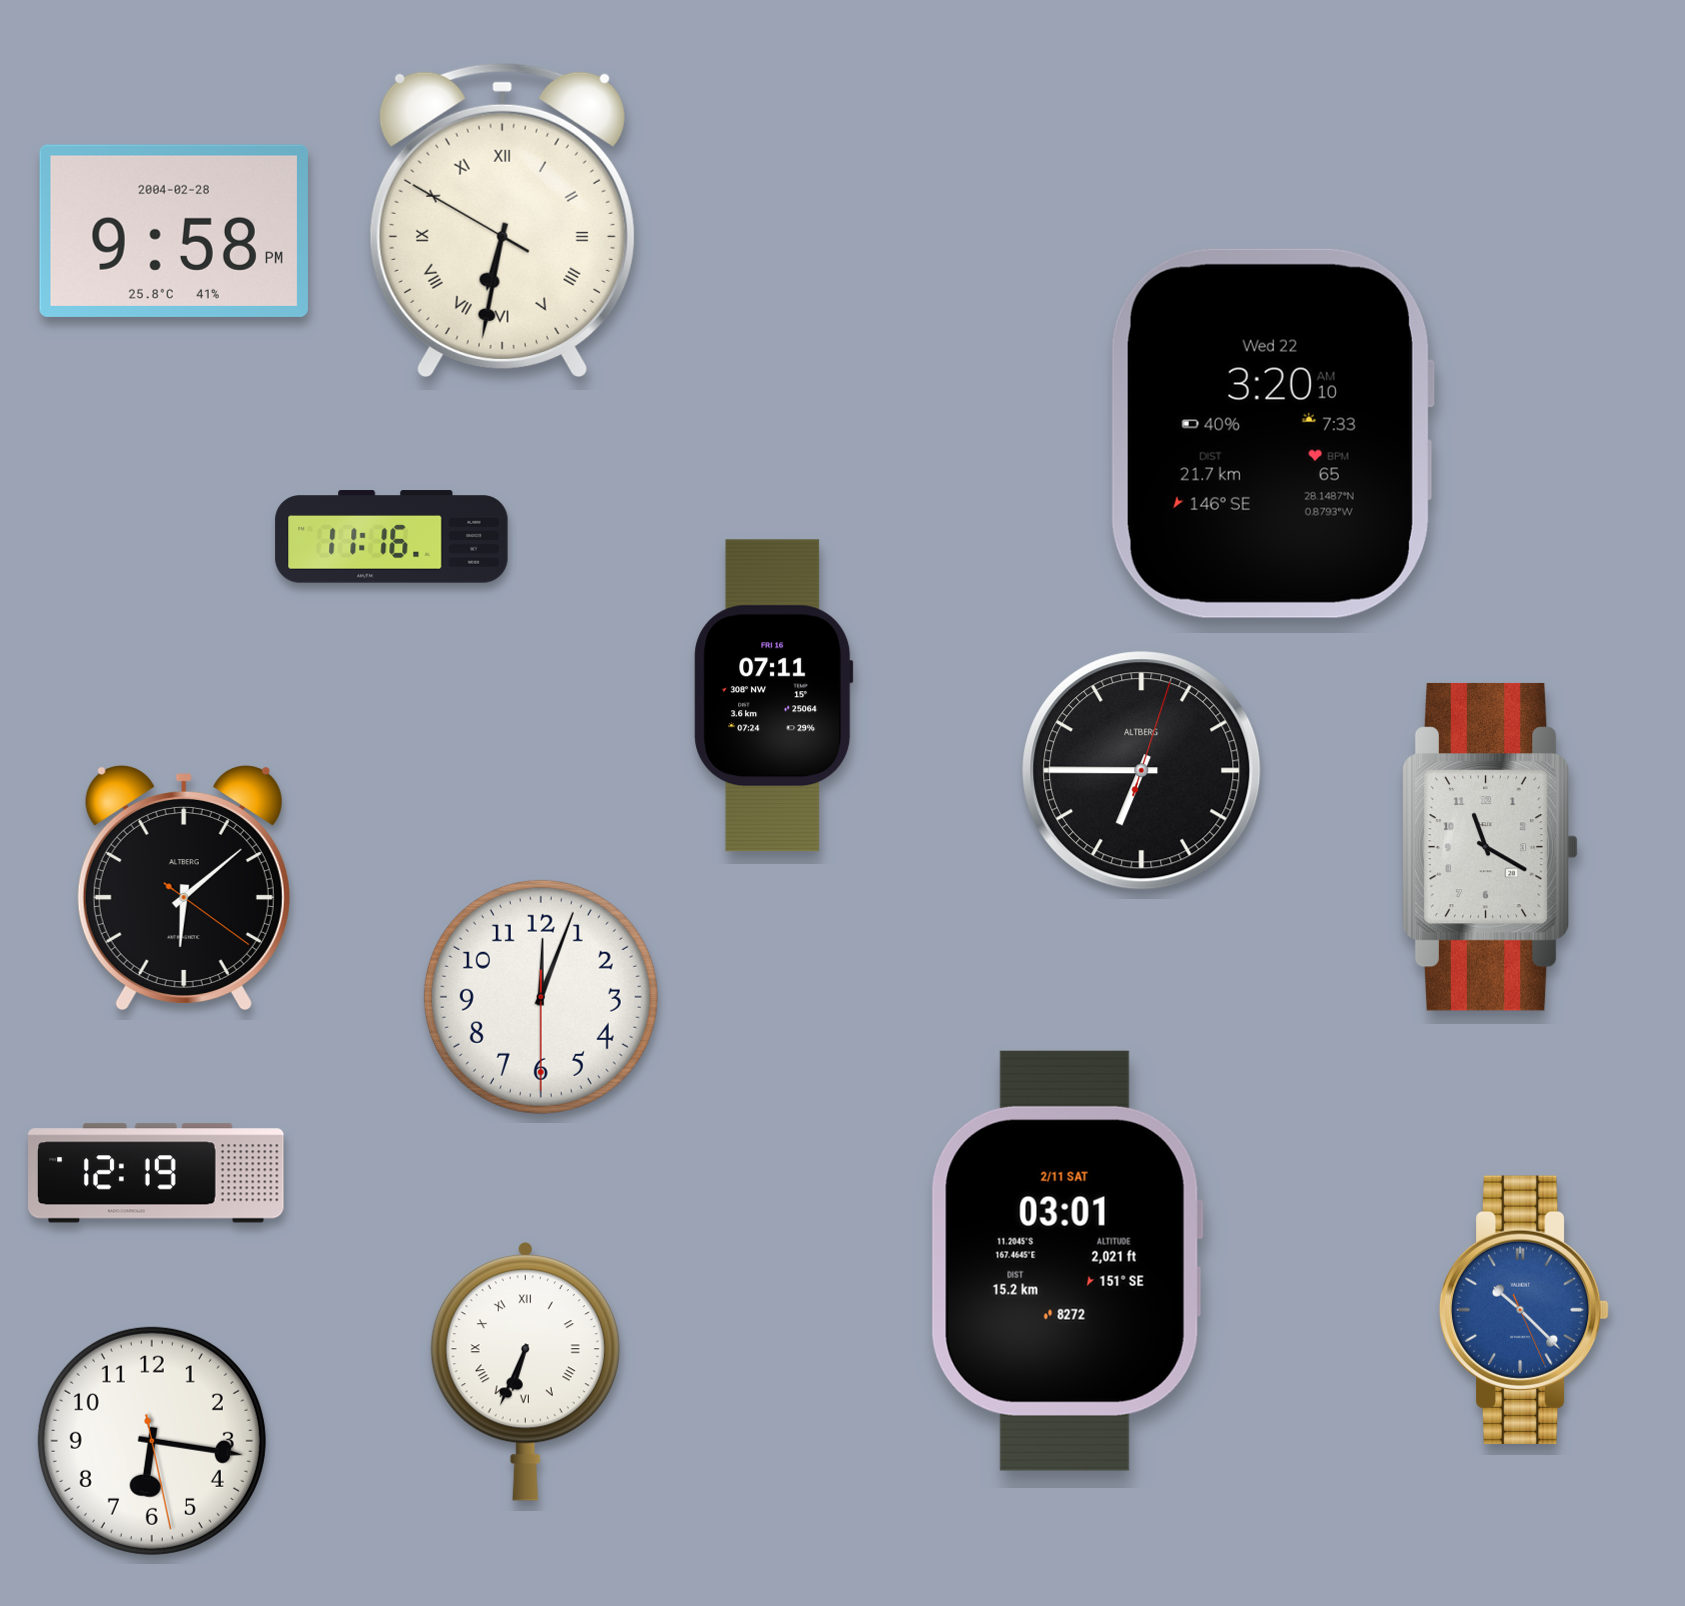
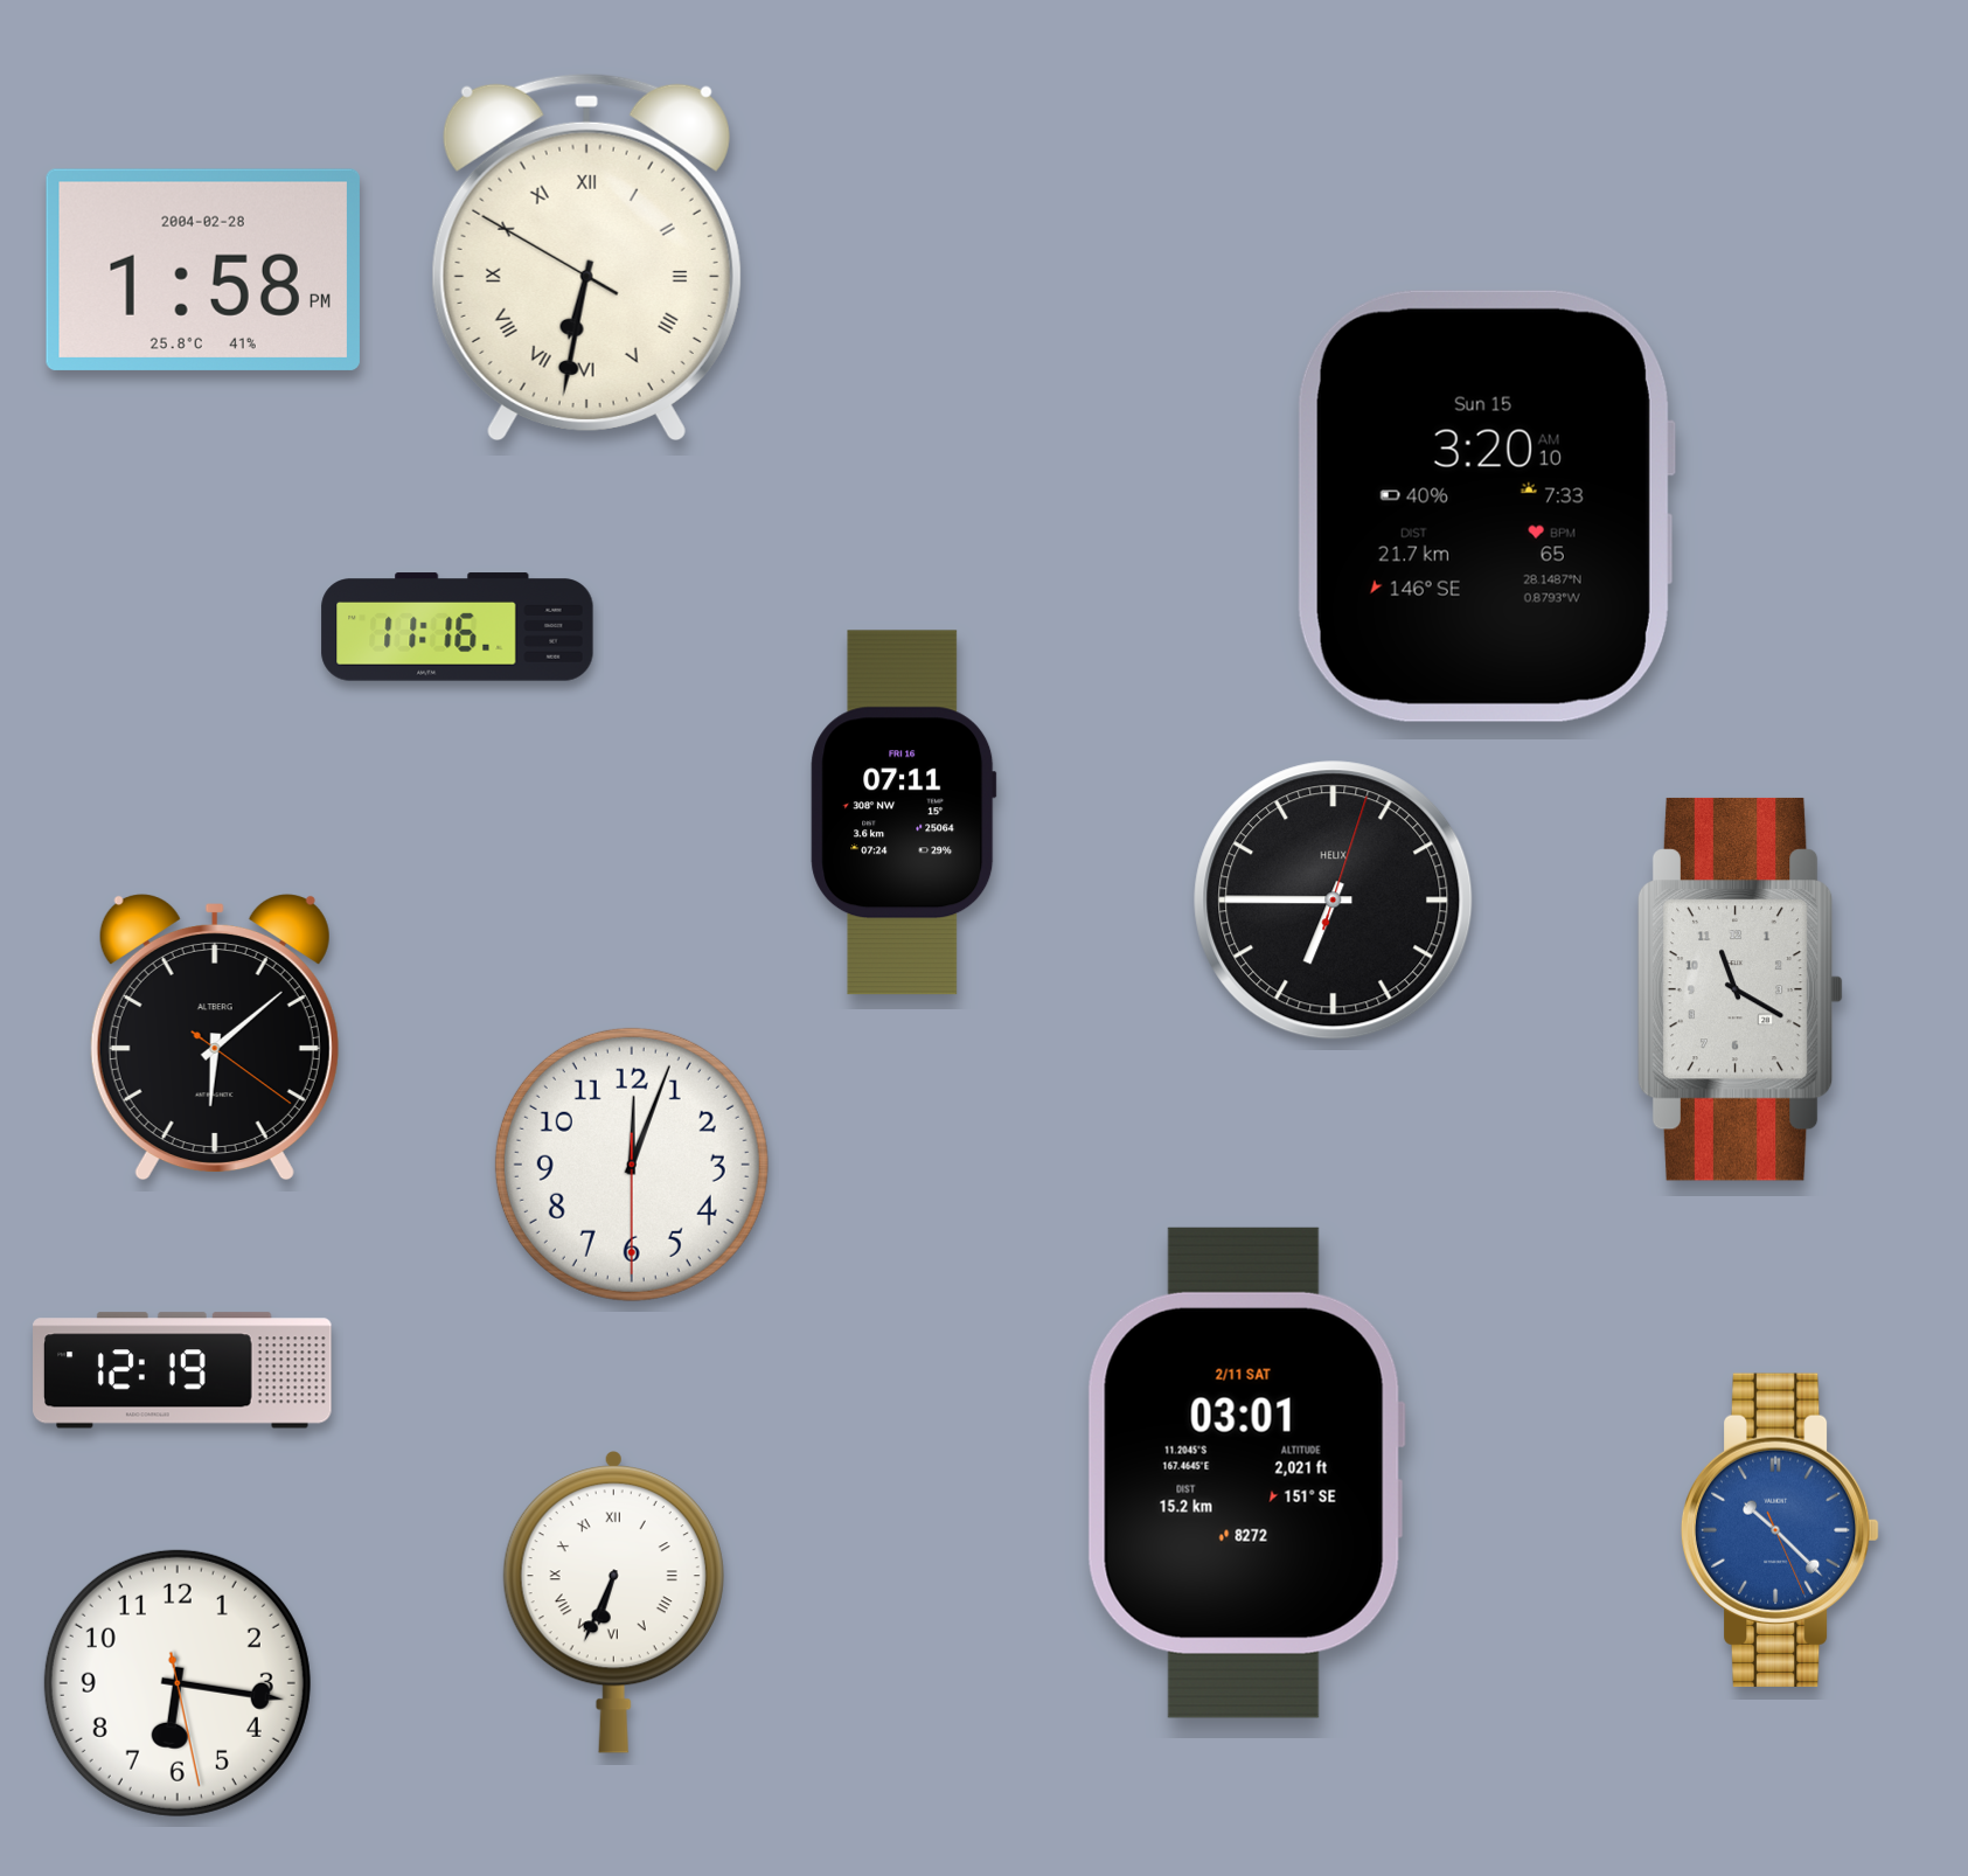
clock at (174, 231): 9:58 -> 1:58
clock at (1272, 433) date: Wed 22 -> Sun 15
clock at (1142, 771) brand: ALTBERG -> HELIX
